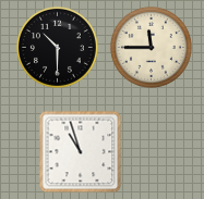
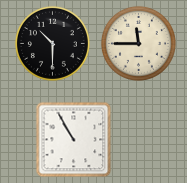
clock at (81, 152): 10:57 -> 10:55
